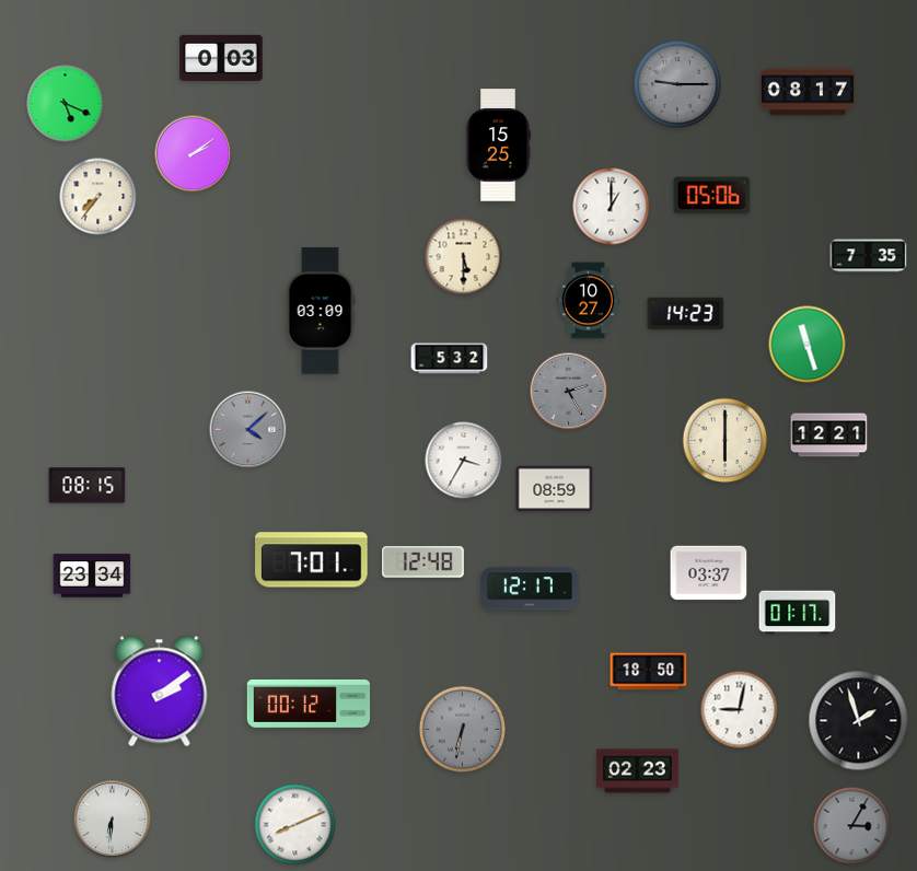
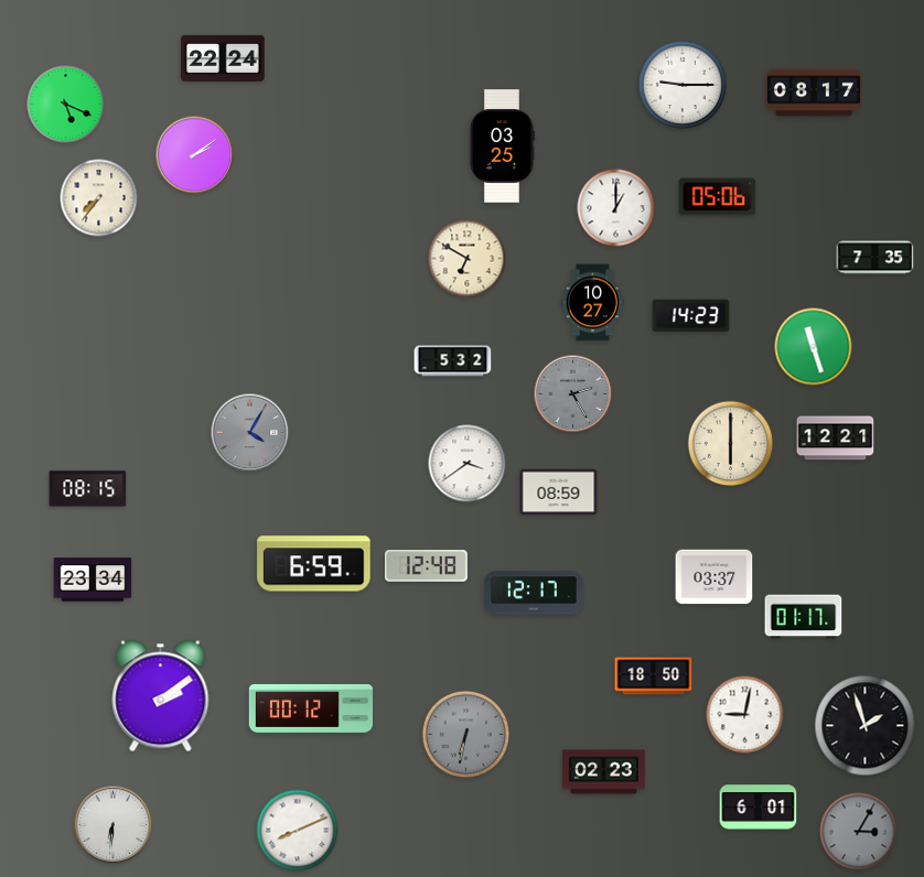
clock at (221, 58): 0:03 -> 22:24
clock at (677, 84) dial: grey -> white
clock at (498, 146): 15:25 -> 03:25
clock at (464, 257): 5:30 -> 6:50
clock at (321, 311): 03:09 -> none
clock at (248, 430): 4:08 -> 4:05
clock at (464, 461): 3:35 -> 3:39
clock at (312, 560): 7:01 -> 6:59
clock at (638, 771) position: (638, 771) -> (604, 772)
clock at (759, 808): none -> 6:01
